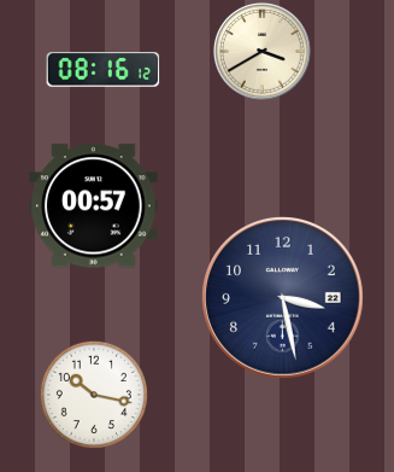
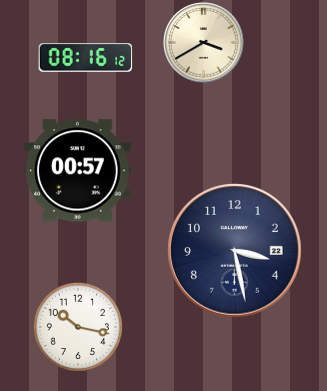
clock at (263, 52) position: (263, 52) -> (204, 43)
clock at (283, 298) position: (283, 298) -> (235, 251)
